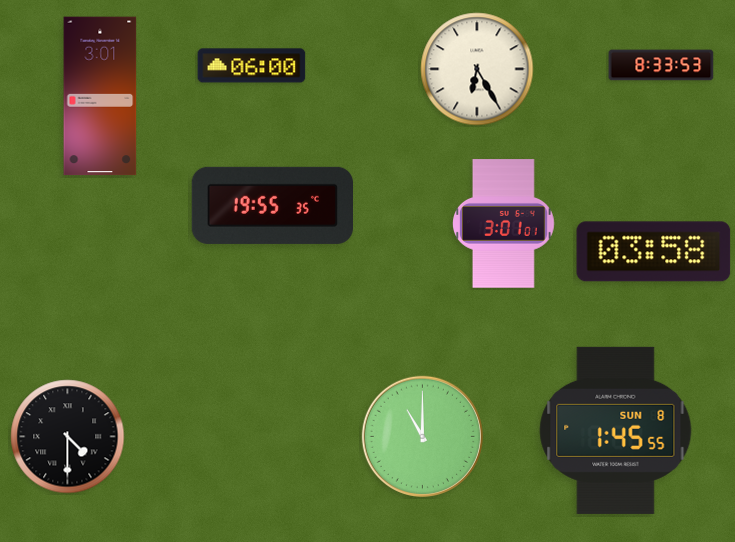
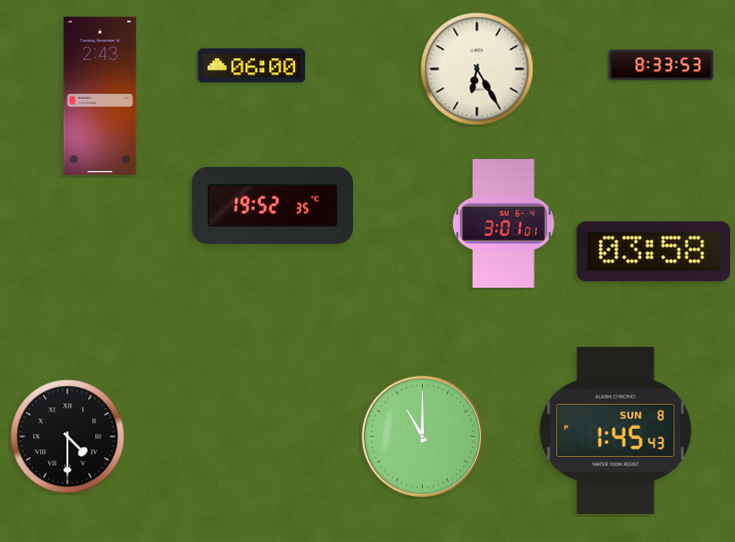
clock at (100, 96): 3:01 -> 2:43
clock at (272, 205): 19:55 -> 19:52
clock at (616, 430): 1:45:55 -> 1:45:43
